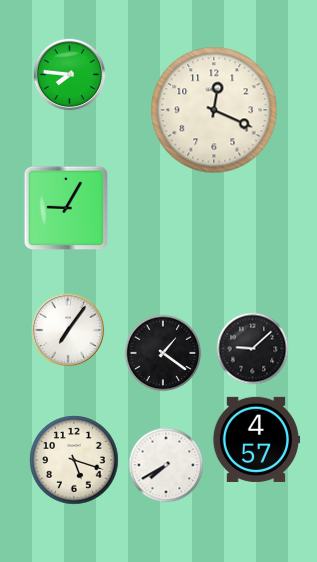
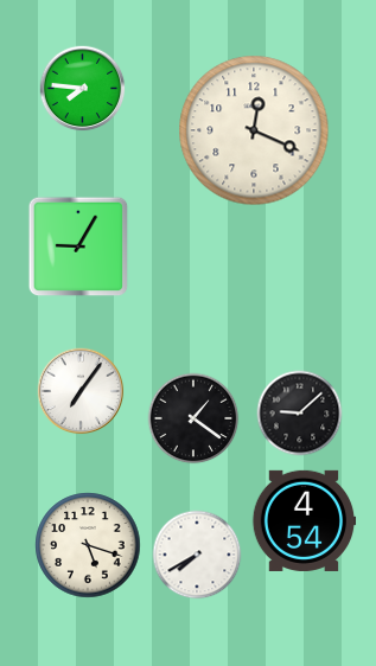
clock at (256, 439): 4:57 -> 4:54
clock at (166, 465) position: (166, 465) -> (197, 555)
